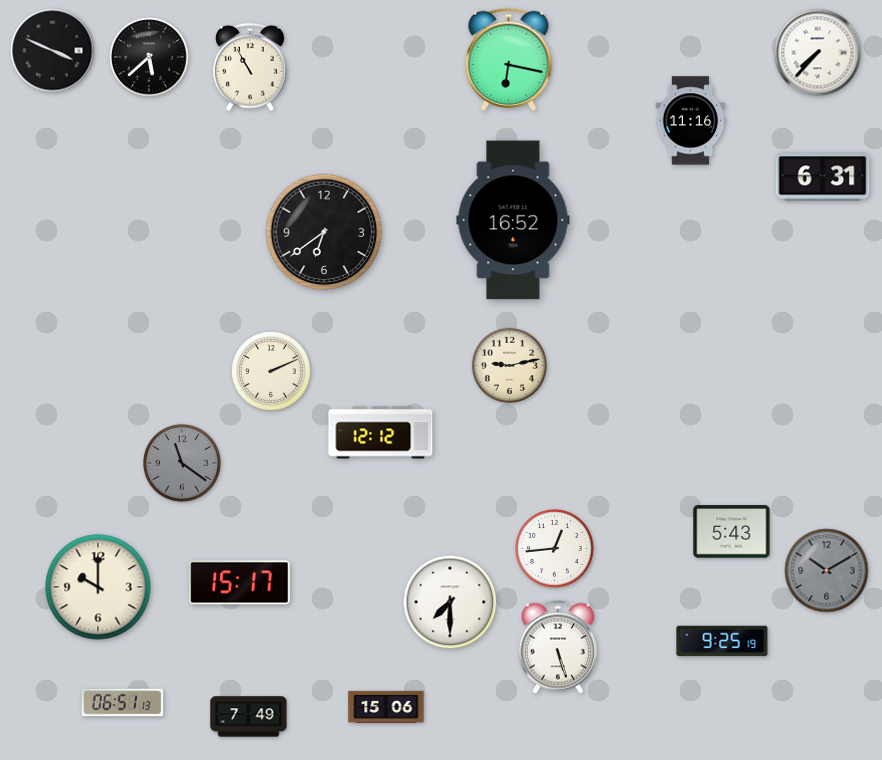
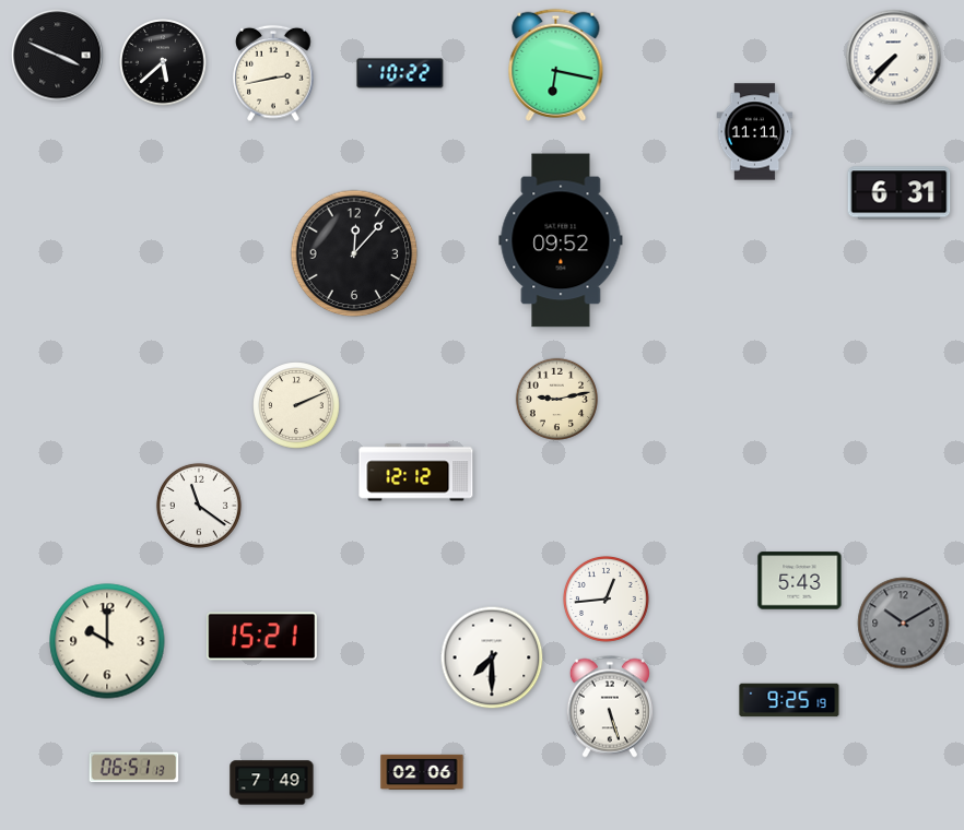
clock at (250, 67): 10:55 -> 2:43
clock at (400, 73): none -> 10:22
clock at (691, 121): 11:16 -> 11:11
clock at (513, 220): 16:52 -> 09:52
clock at (324, 232): 6:39 -> 12:07
clock at (182, 463) dial: grey -> white
clock at (240, 583): 15:17 -> 15:21
clock at (386, 707): 15:06 -> 02:06
